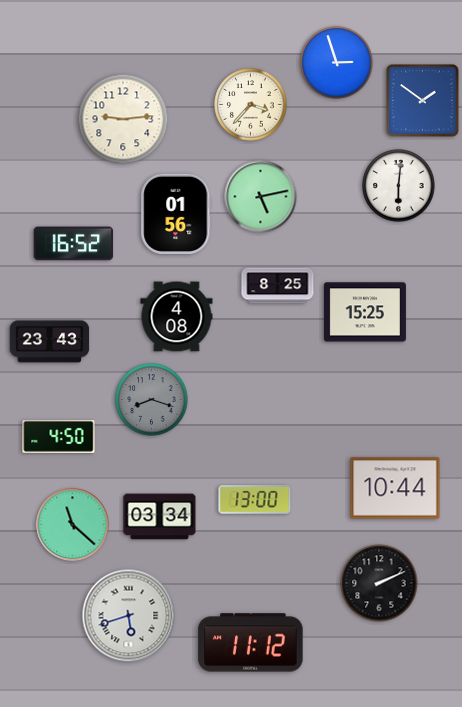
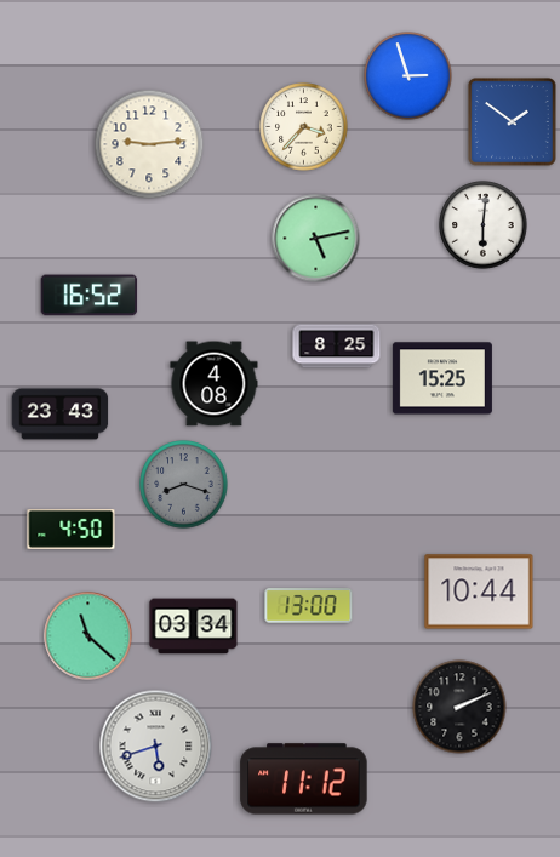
clock at (176, 213): 01:56 -> none
